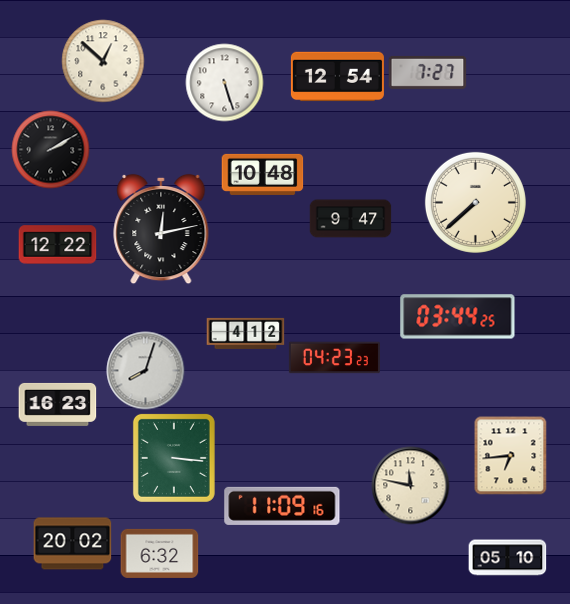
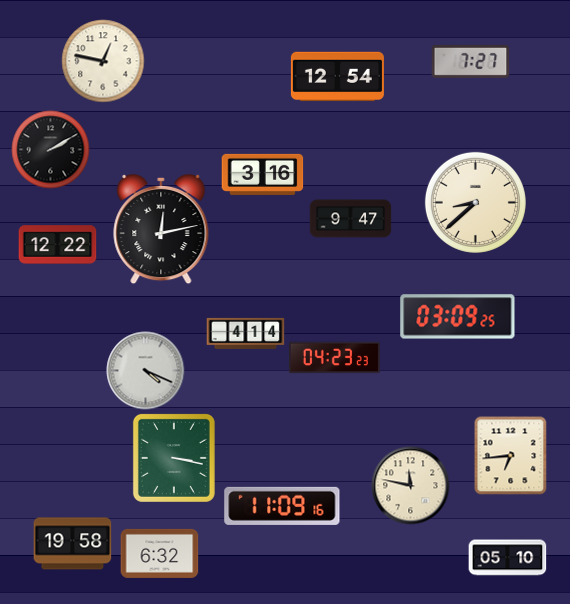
clock at (103, 61): 12:52 -> 12:47
clock at (427, 72) position: (427, 72) -> (470, 61)
clock at (224, 82): 5:27 -> none
clock at (262, 174): 10:48 -> 3:16
clock at (475, 202): 7:38 -> 8:38
clock at (458, 317): 03:44 -> 03:09
clock at (245, 333): 4:12 -> 4:14
clock at (145, 370): 8:03 -> 4:19
clock at (57, 404): 16:23 -> none
clock at (174, 458): 3:16 -> 3:17
clock at (72, 544): 20:02 -> 19:58
